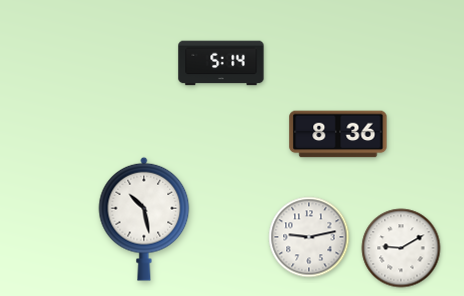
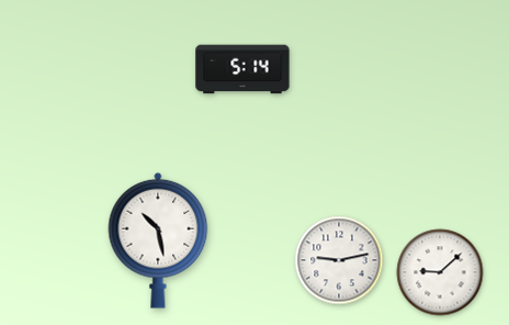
clock at (338, 134): 8:36 -> none
clock at (401, 248): 9:10 -> 9:08
